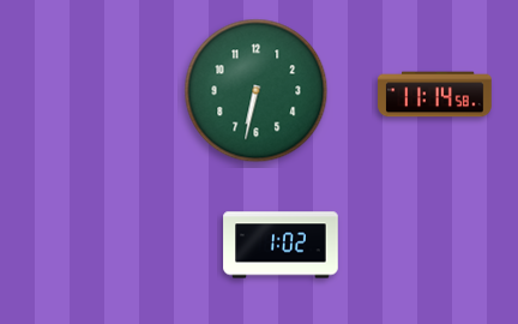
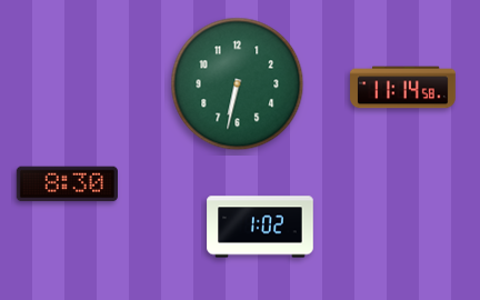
clock at (67, 184): none -> 8:30
